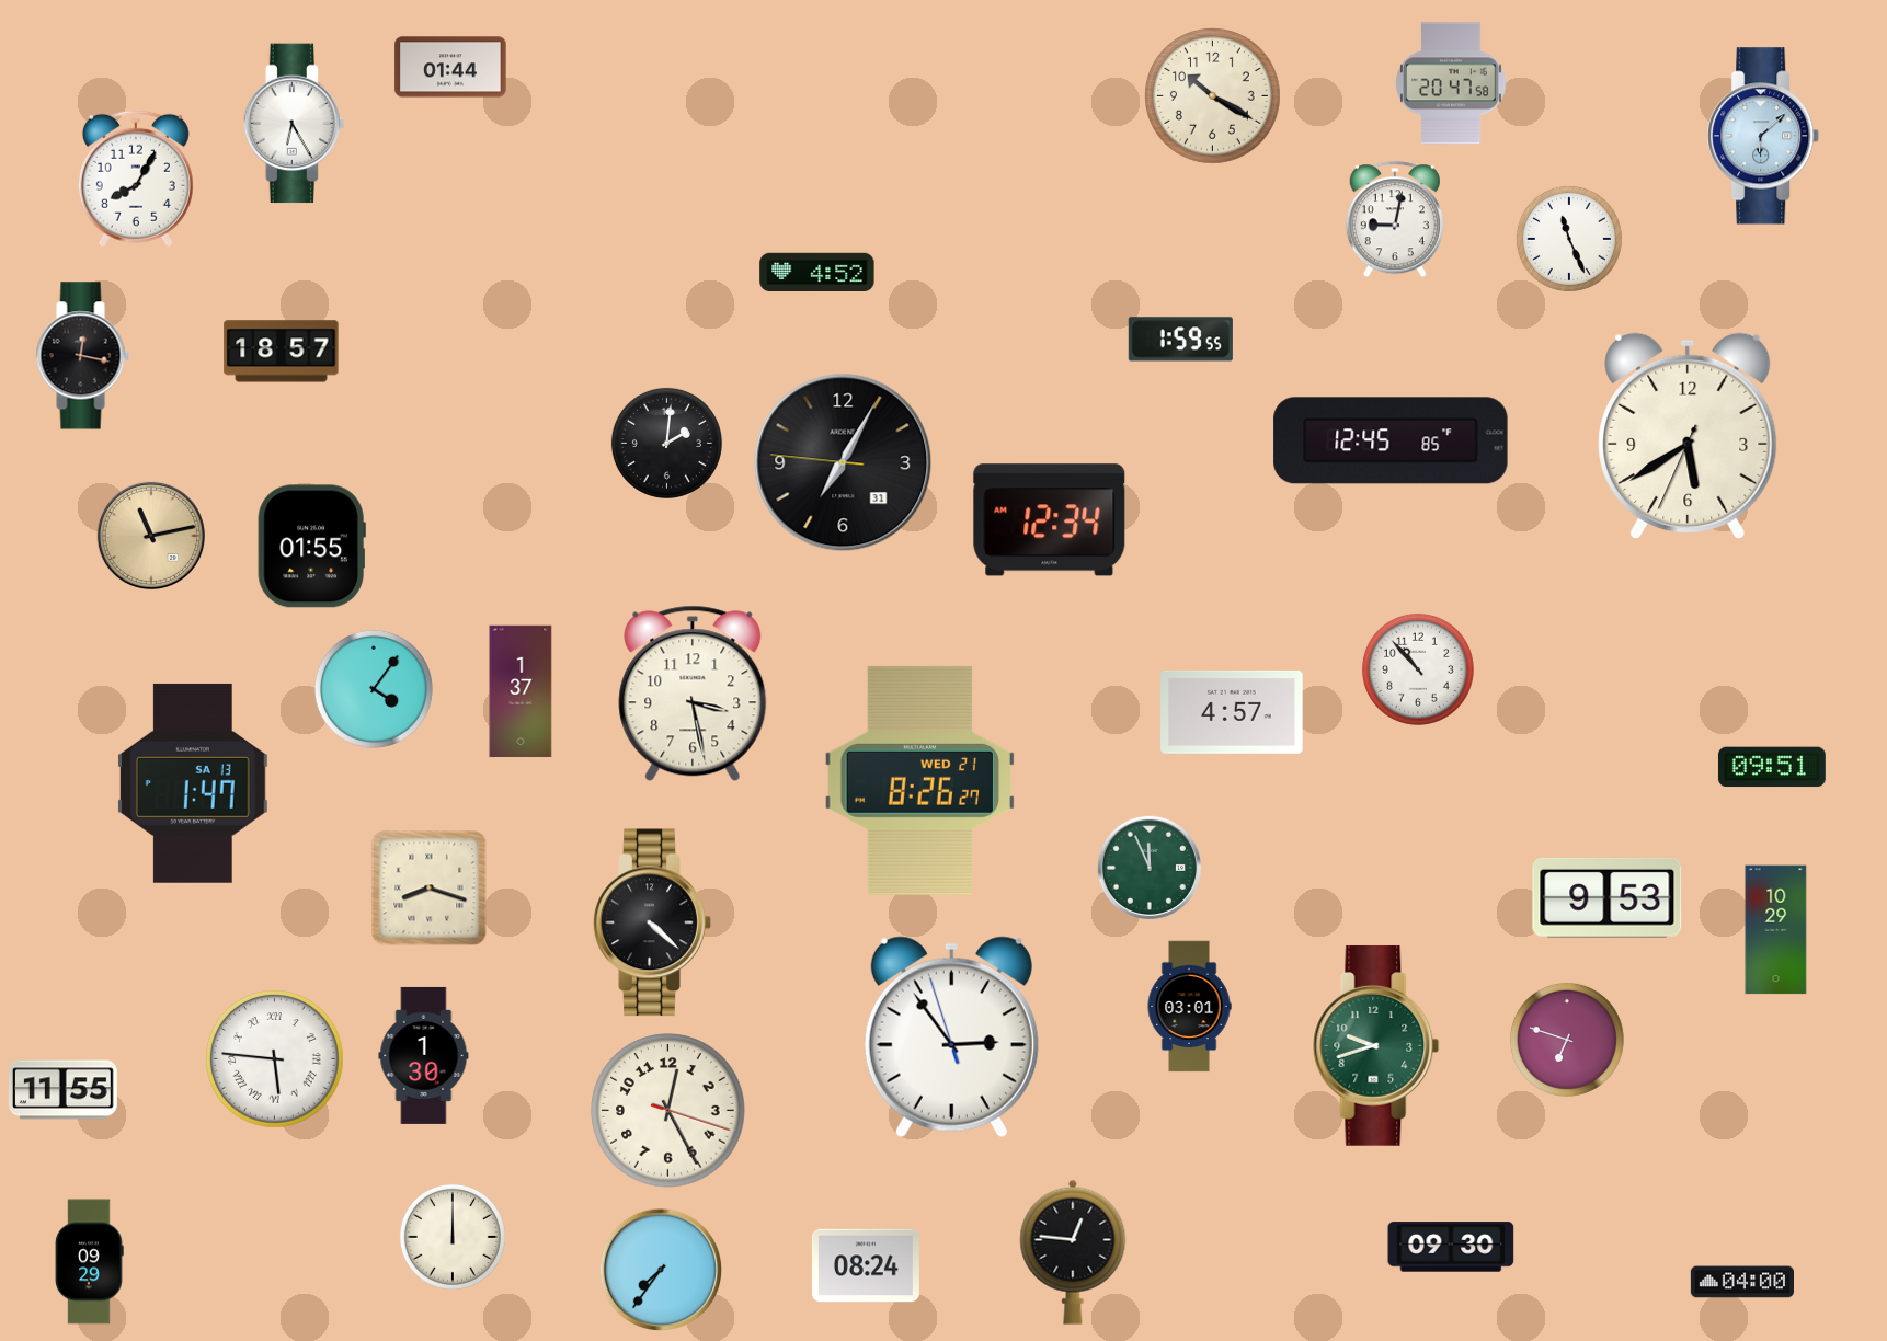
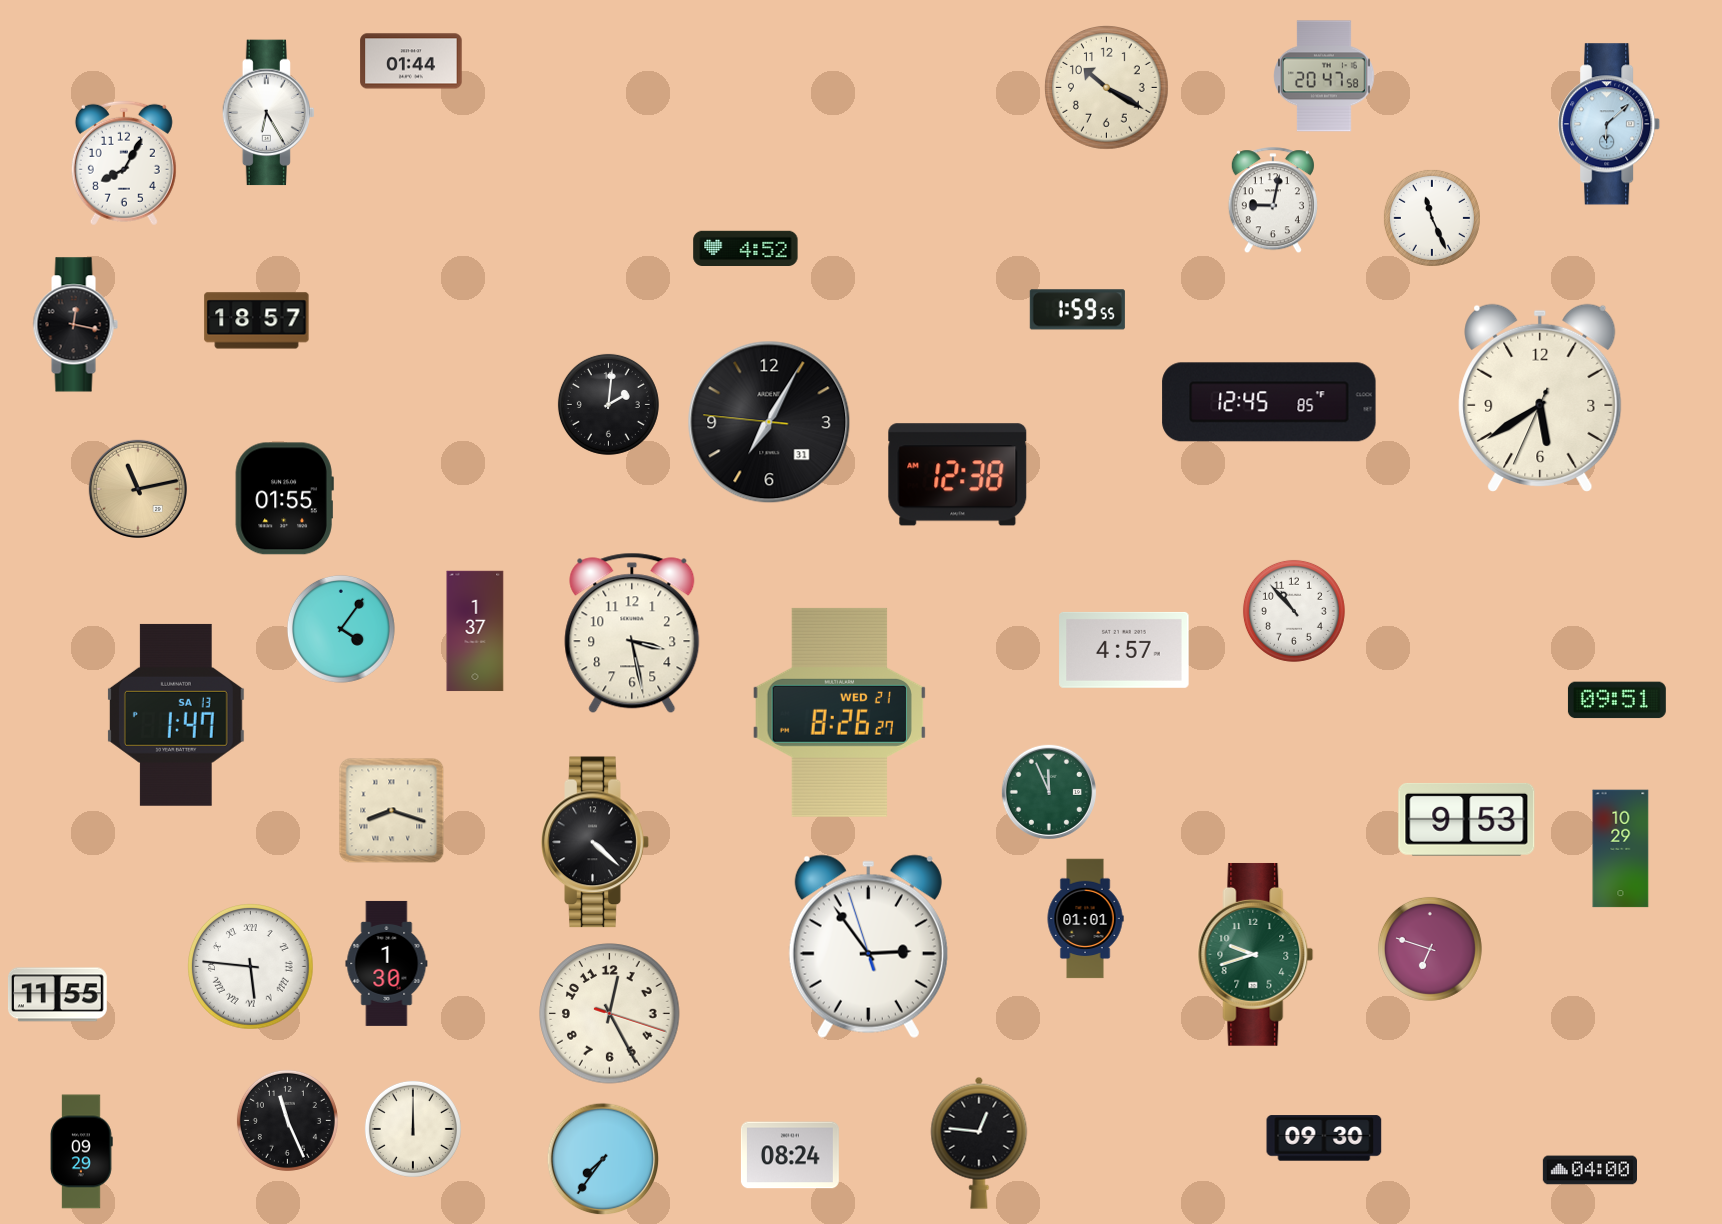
clock at (1050, 520): 12:34 -> 12:38
clock at (1189, 1007): 03:01 -> 01:01
clock at (287, 1120): none -> 11:26
